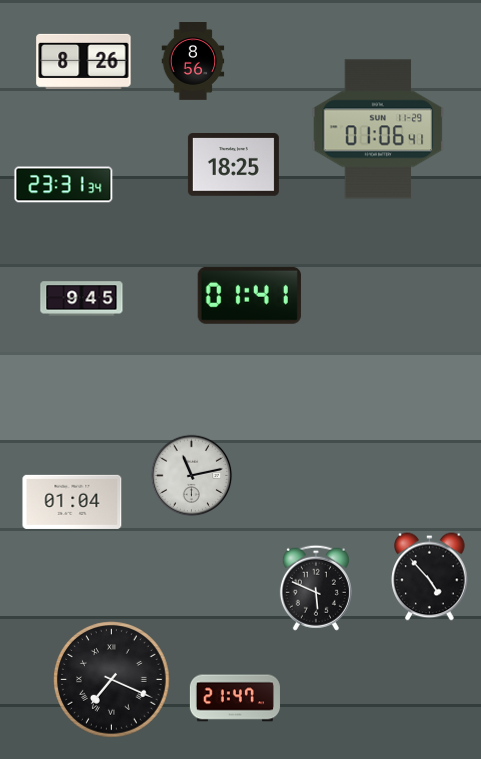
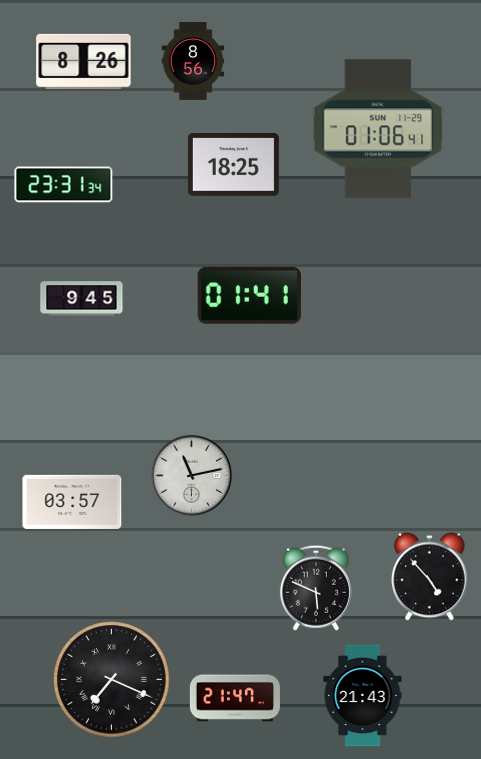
clock at (72, 502): 01:04 -> 03:57
clock at (363, 696): none -> 21:43
